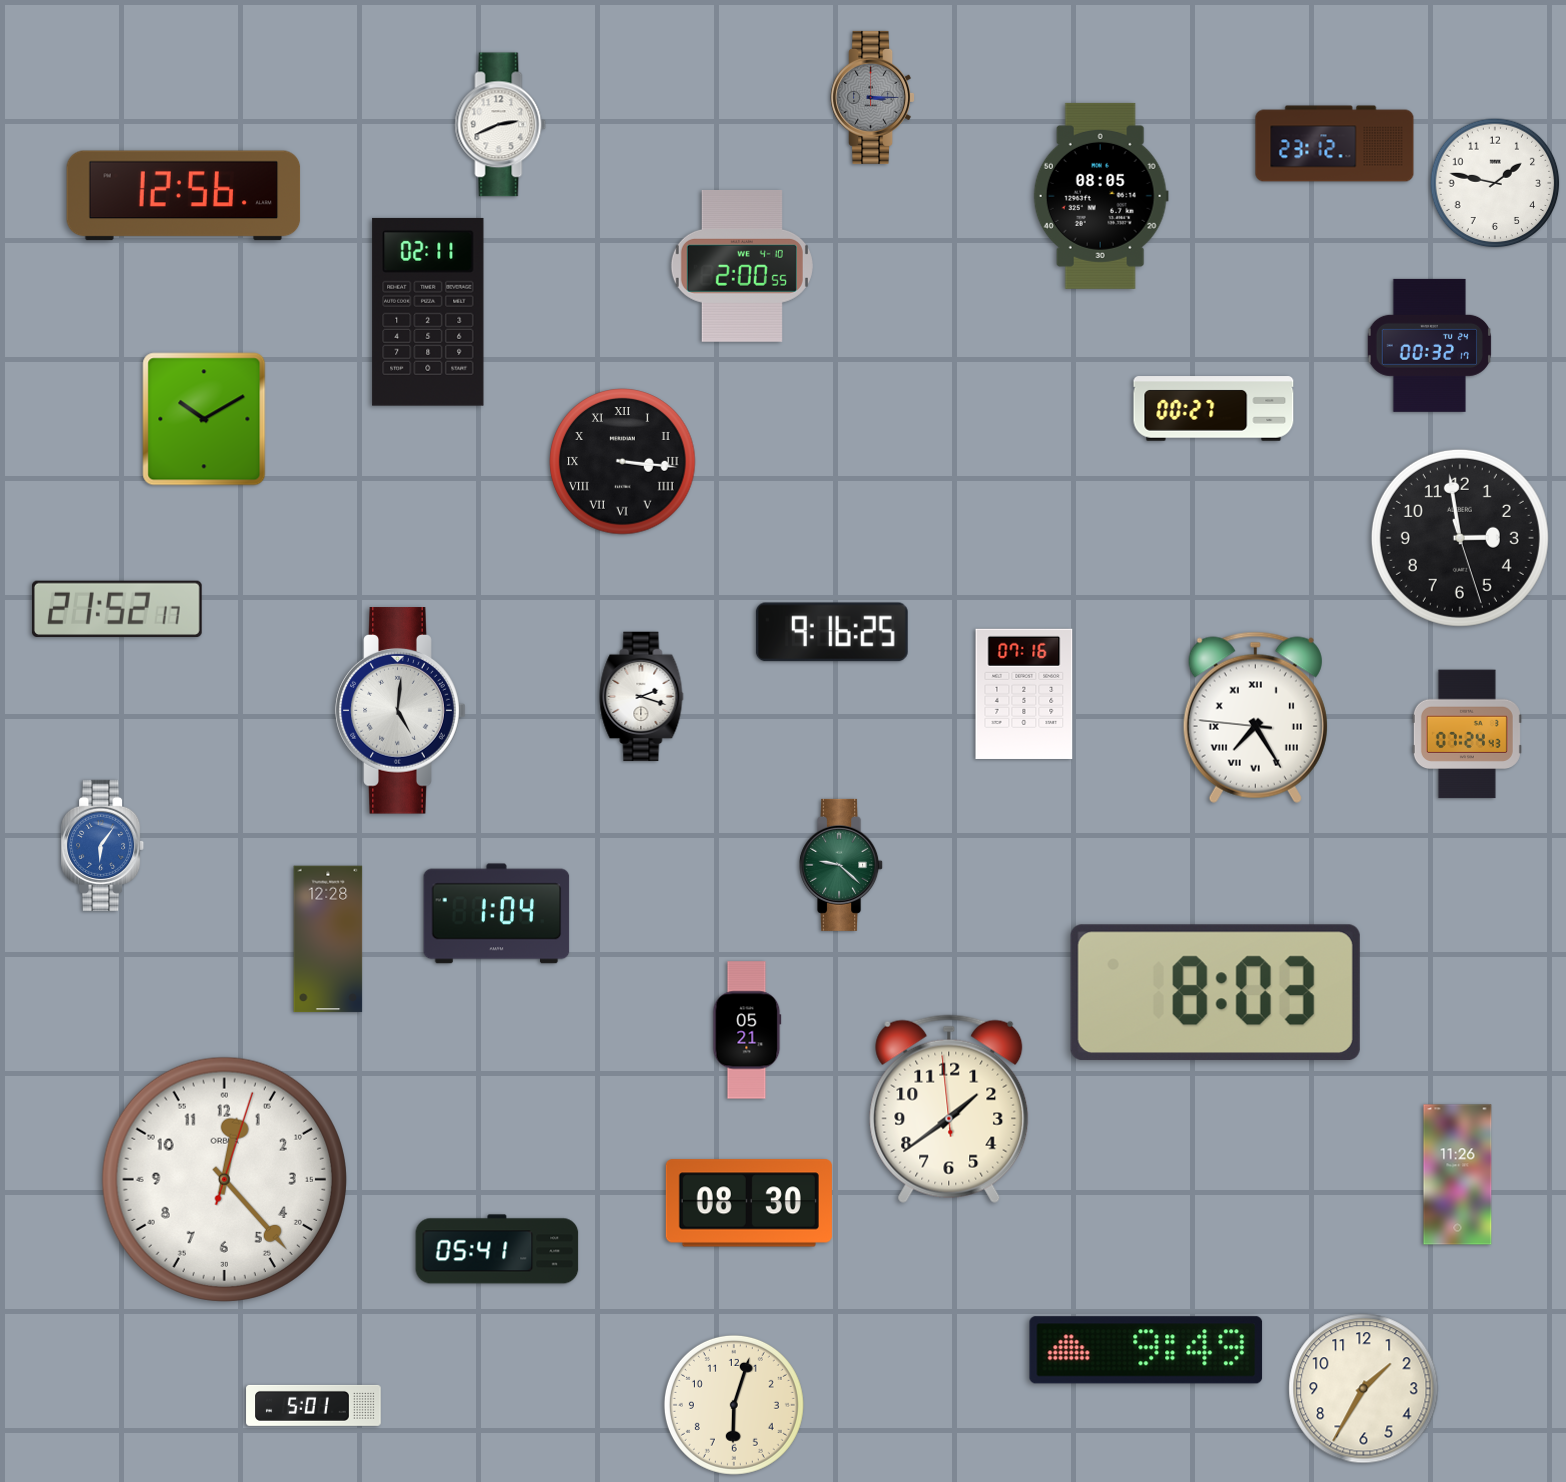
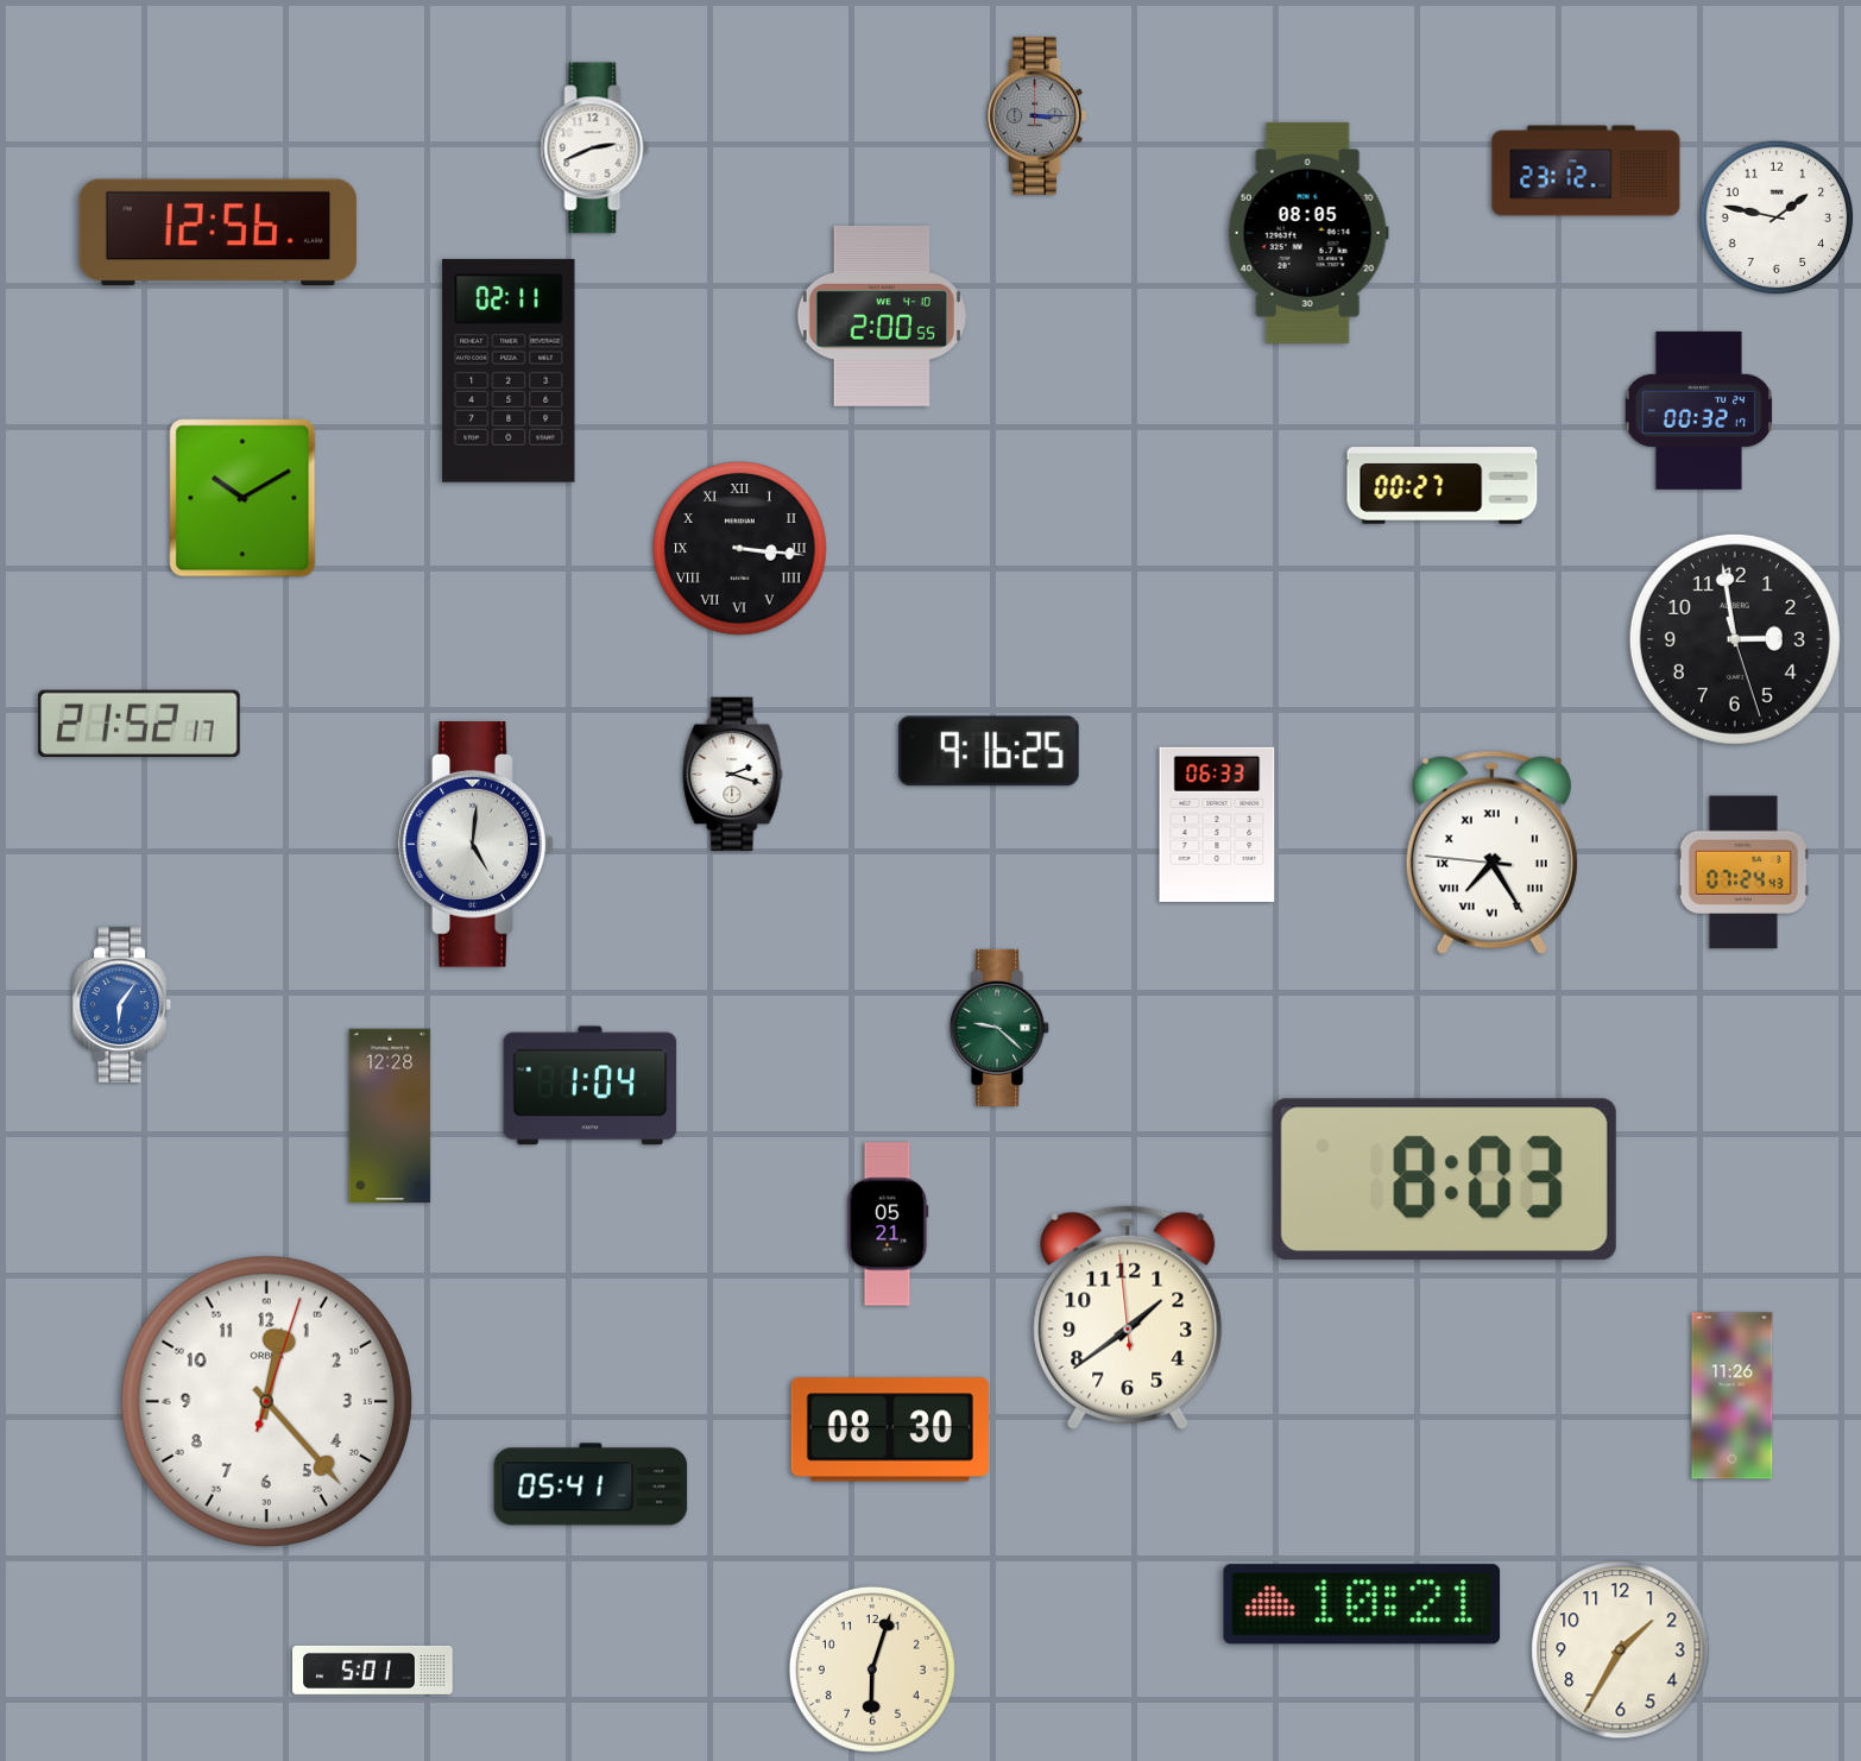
clock at (1024, 694): 07:16 -> 06:33
clock at (642, 697) position: (642, 697) -> (733, 775)
clock at (1146, 1350): 9:49 -> 10:21
